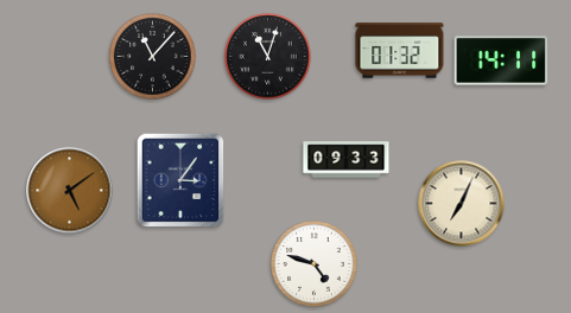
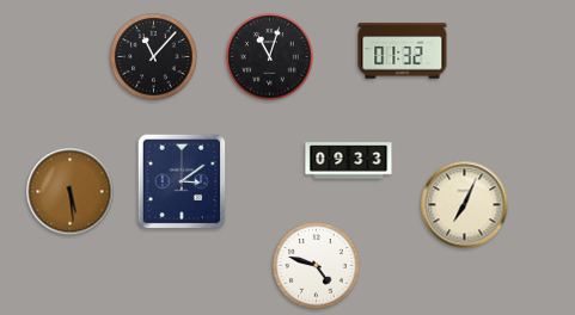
clock at (501, 60): 14:11 -> none
clock at (180, 180): 3:06 -> 3:09
clock at (70, 191): 5:09 -> 5:29
